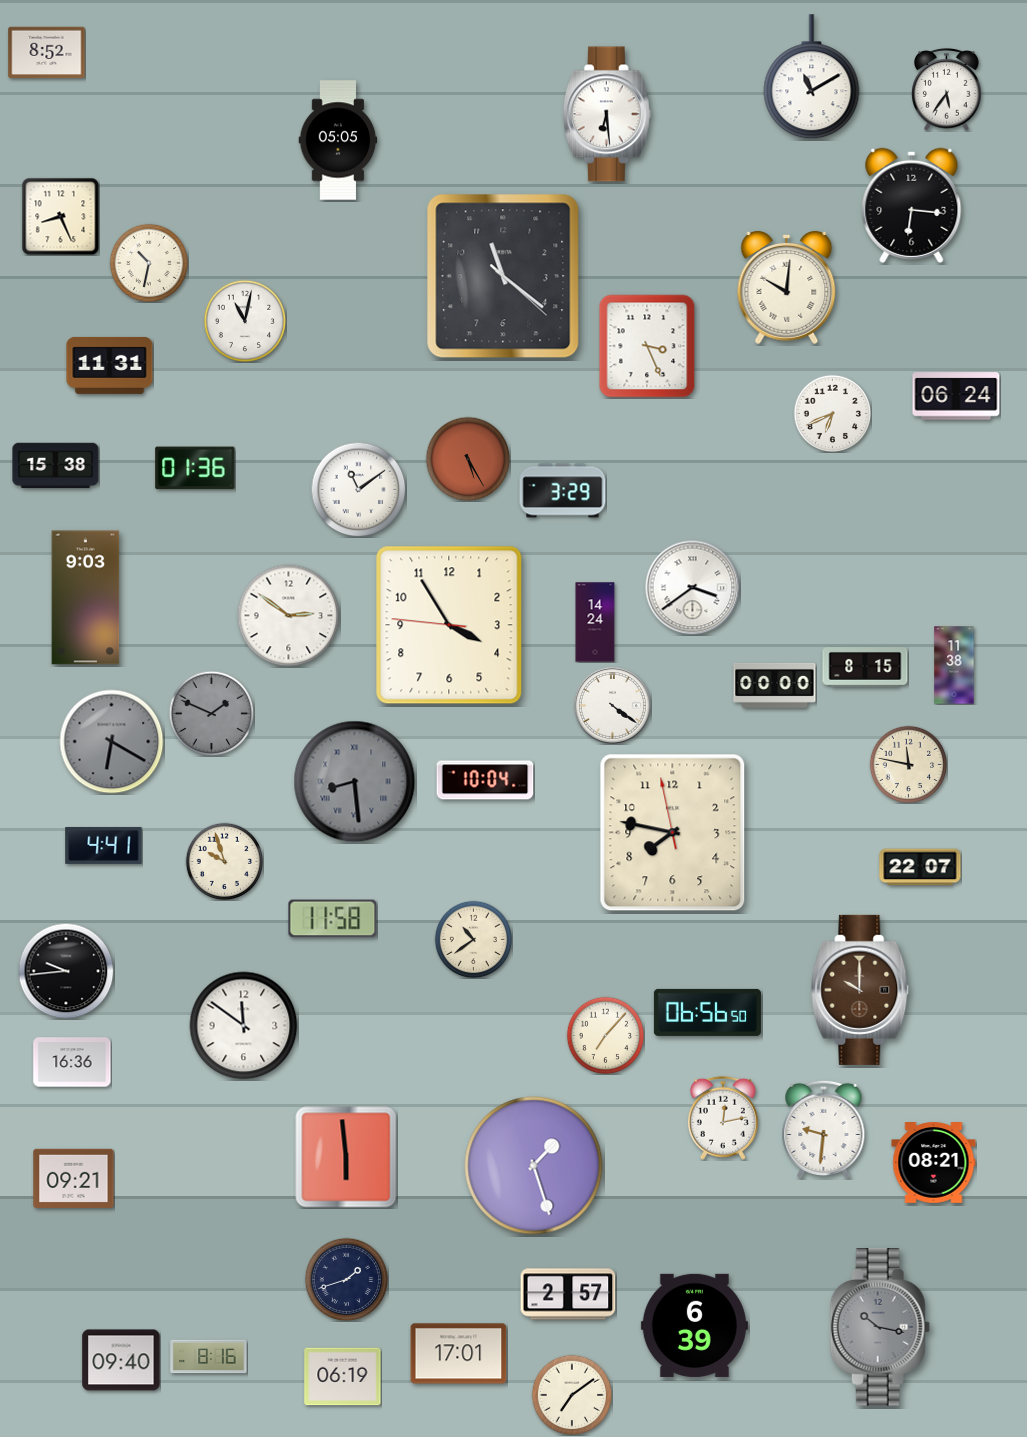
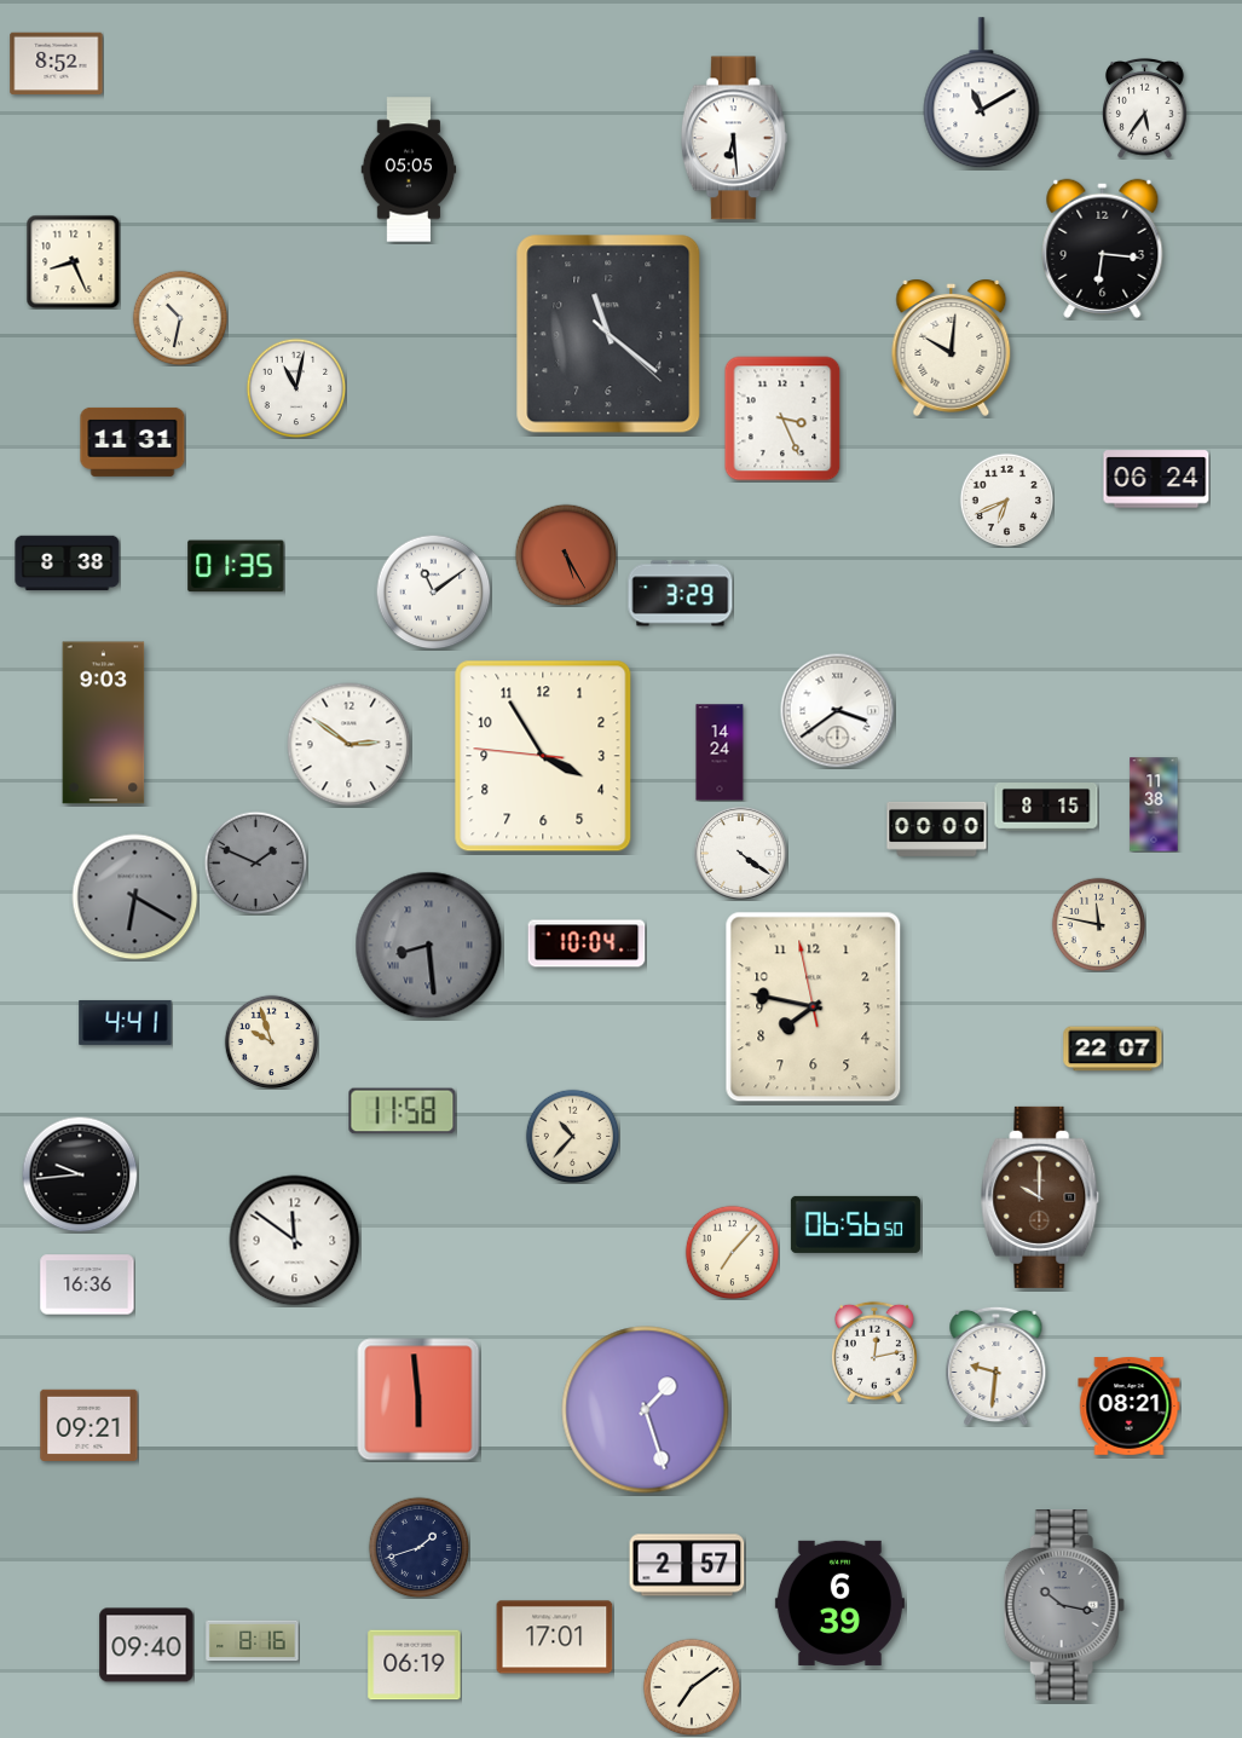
clock at (56, 466): 15:38 -> 8:38
clock at (195, 468): 01:36 -> 01:35
clock at (473, 939): 10:39 -> 10:37
